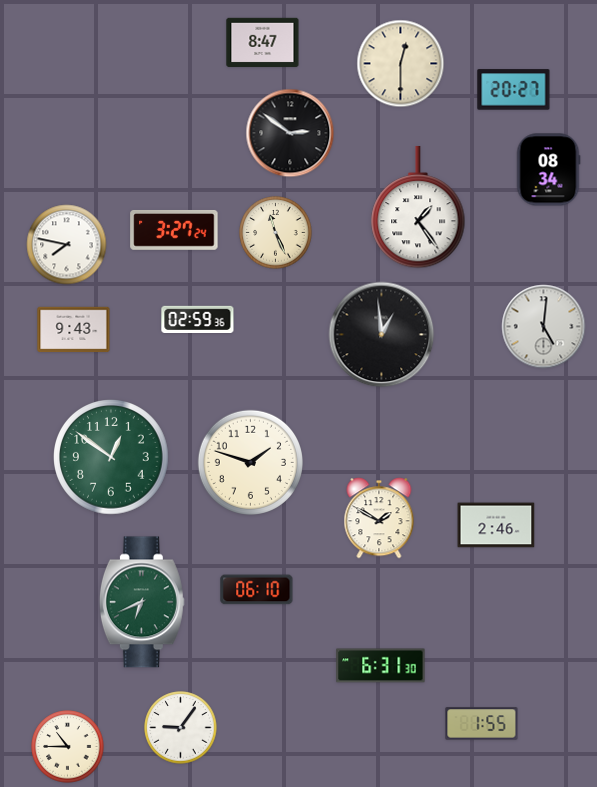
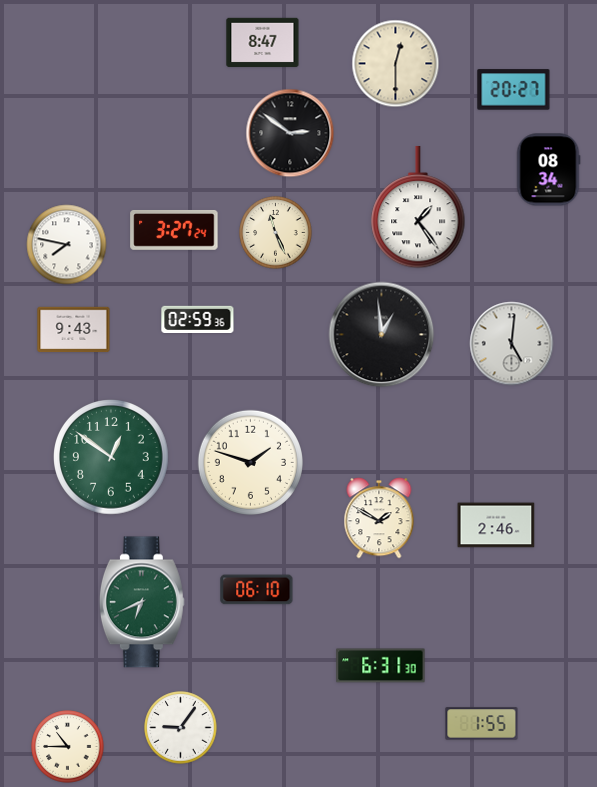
clock at (401, 64) position: (401, 64) -> (396, 64)
clock at (544, 327) position: (544, 327) -> (512, 344)
